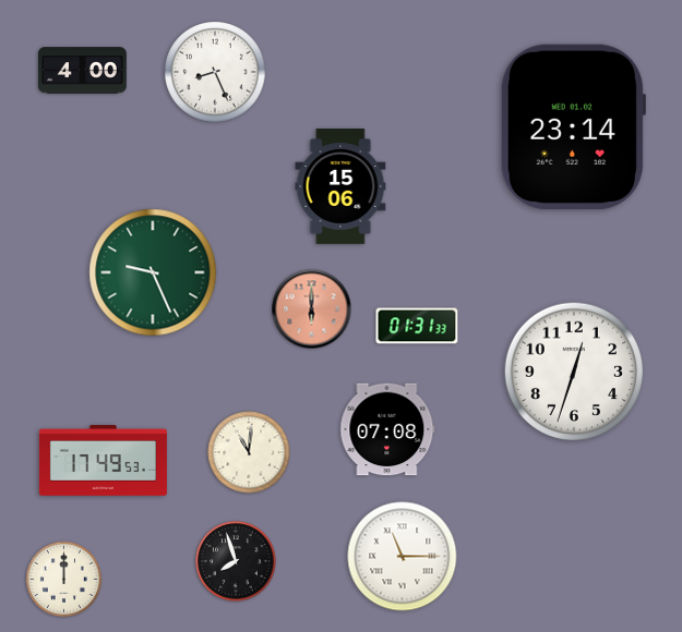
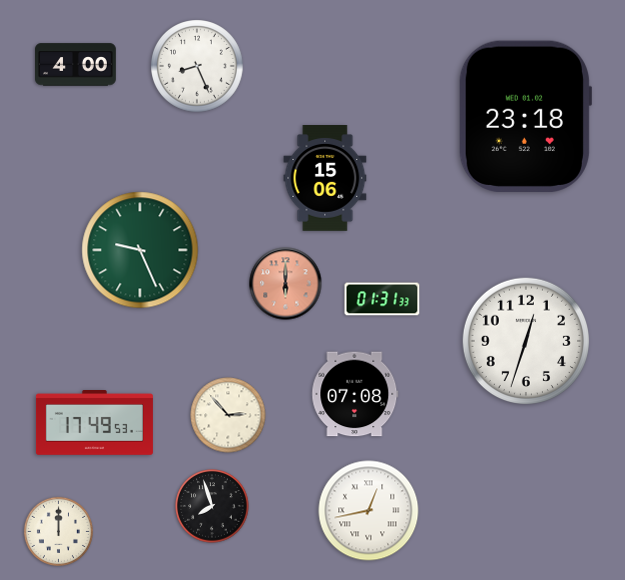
clock at (572, 126): 23:14 -> 23:18
clock at (340, 187) position: (340, 187) -> (325, 179)
clock at (249, 452): 11:01 -> 2:53
clock at (403, 557): 11:15 -> 12:43
clock at (236, 561) position: (236, 561) -> (212, 506)
